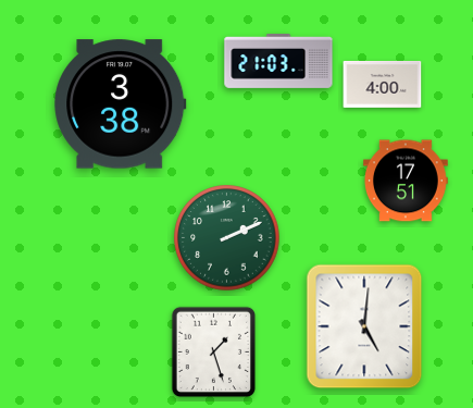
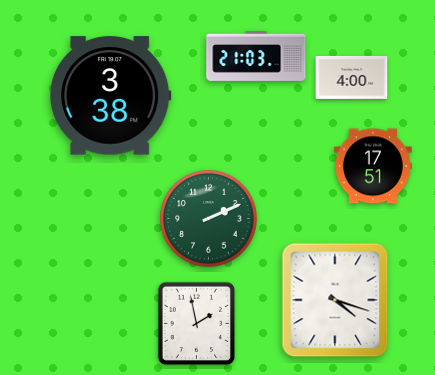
clock at (364, 326): 5:01 -> 4:18
clock at (214, 353): 1:27 -> 1:58
